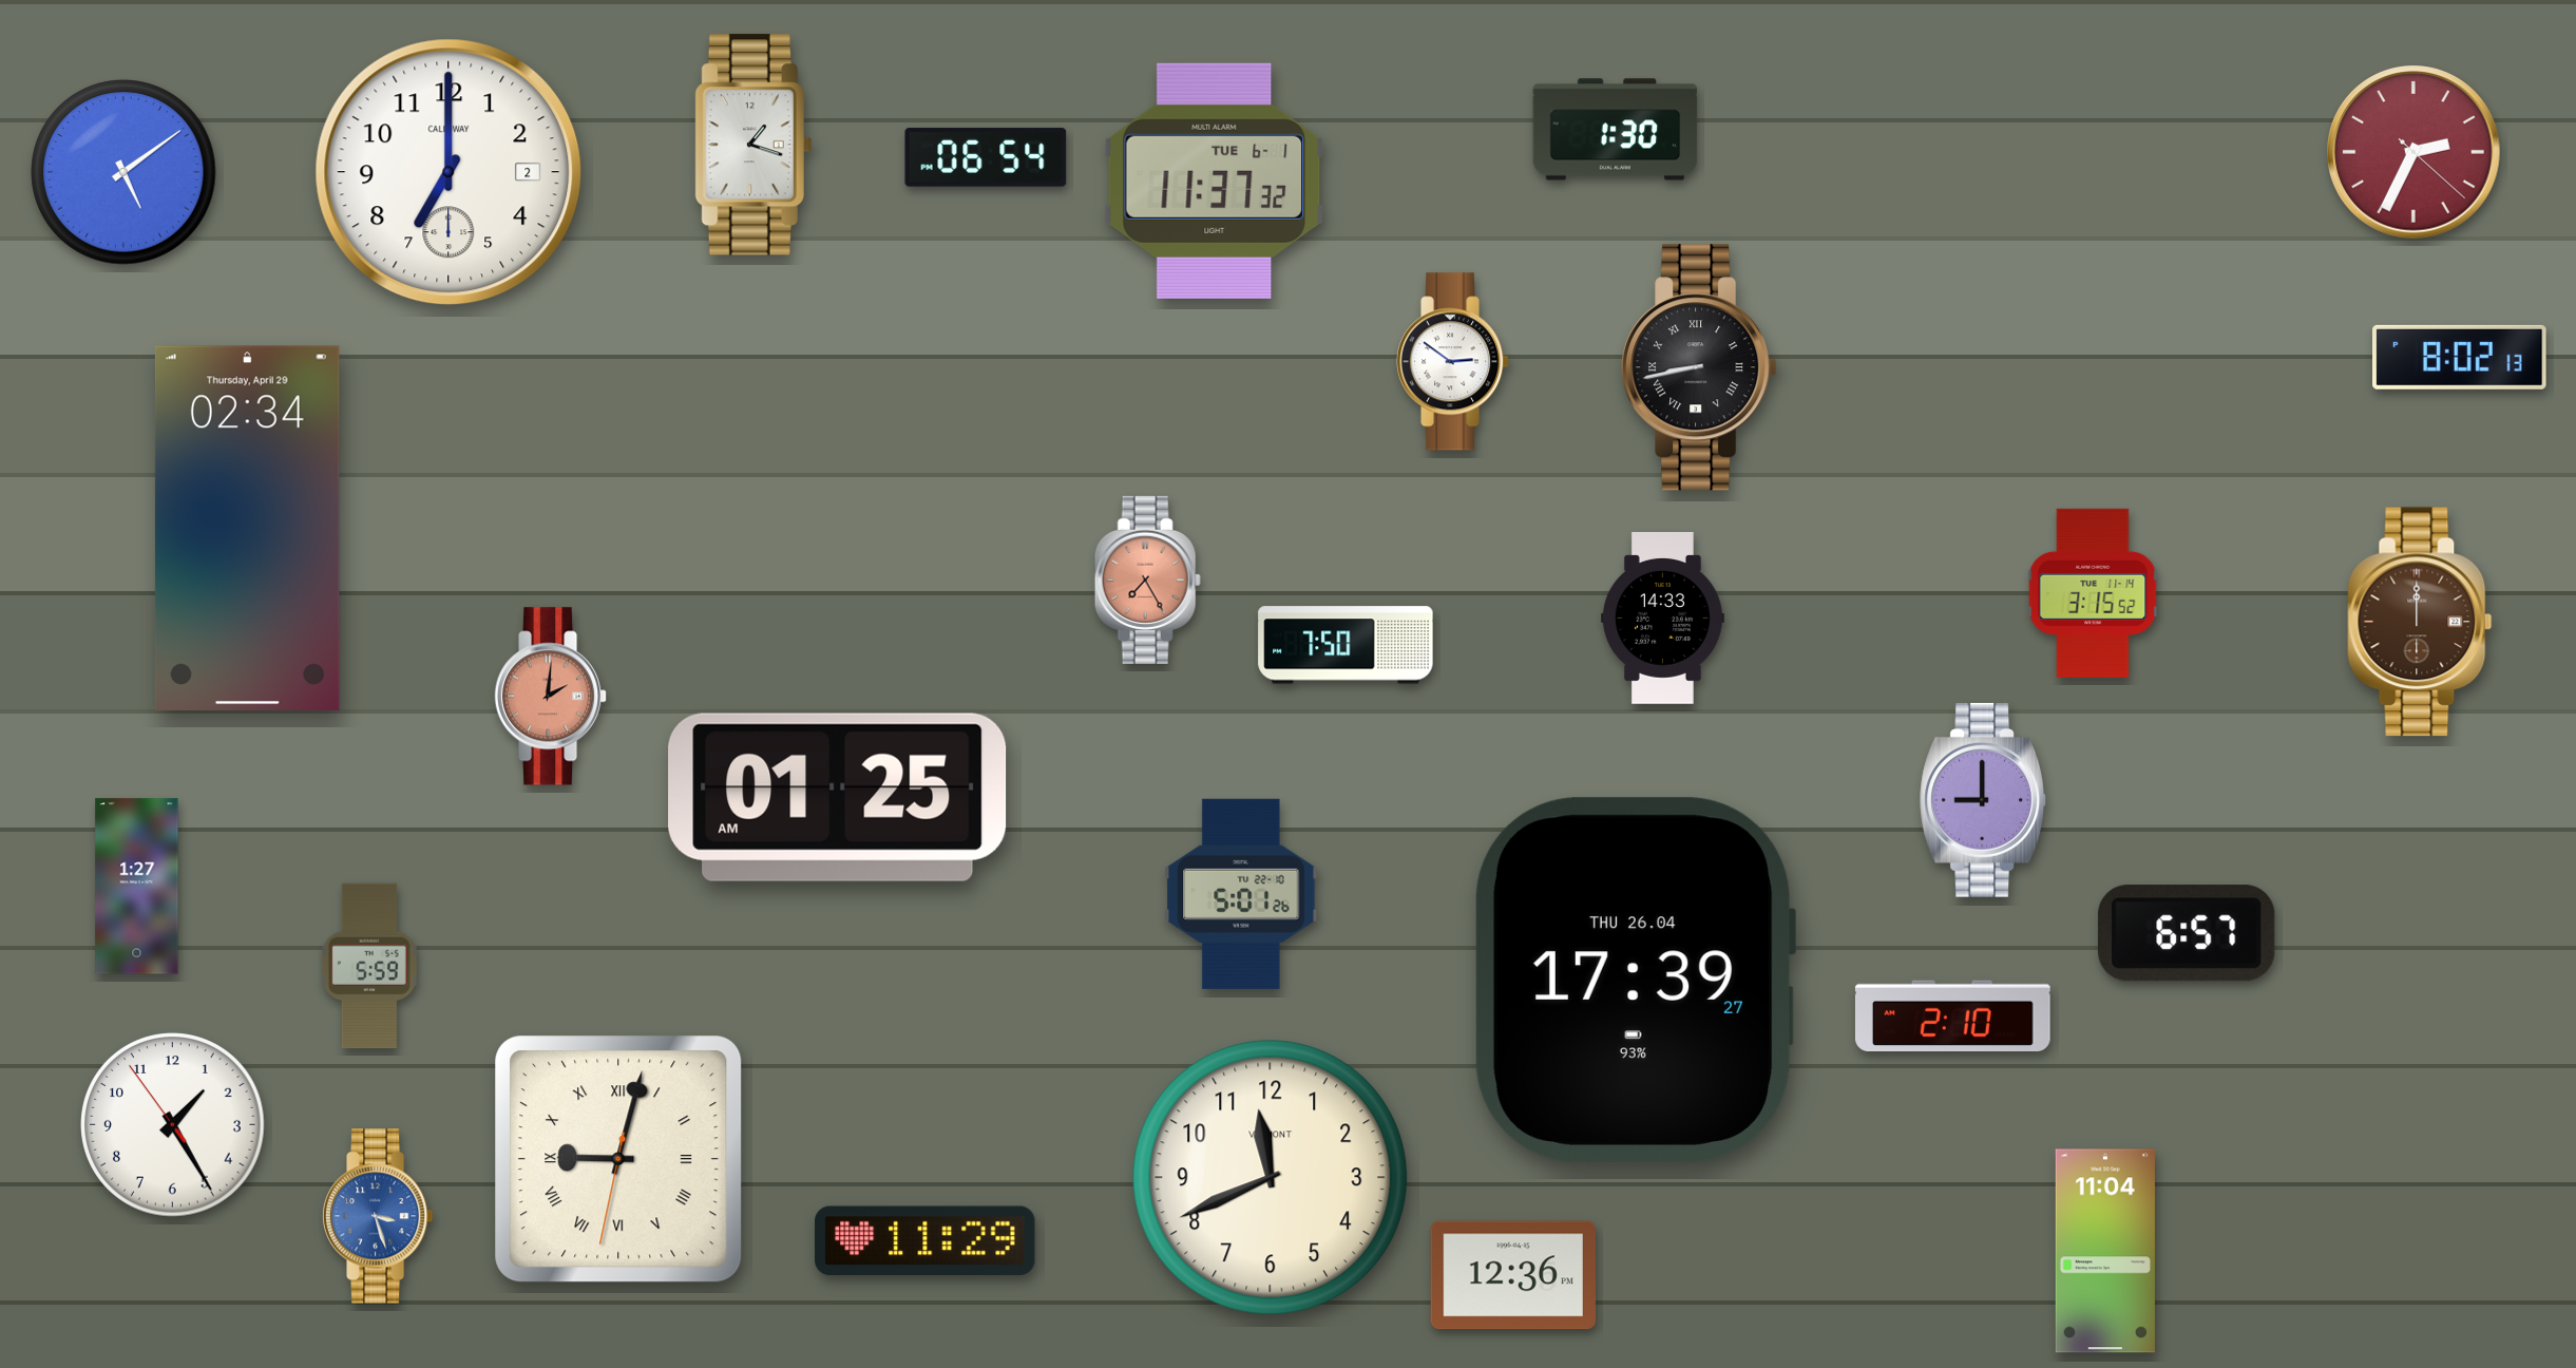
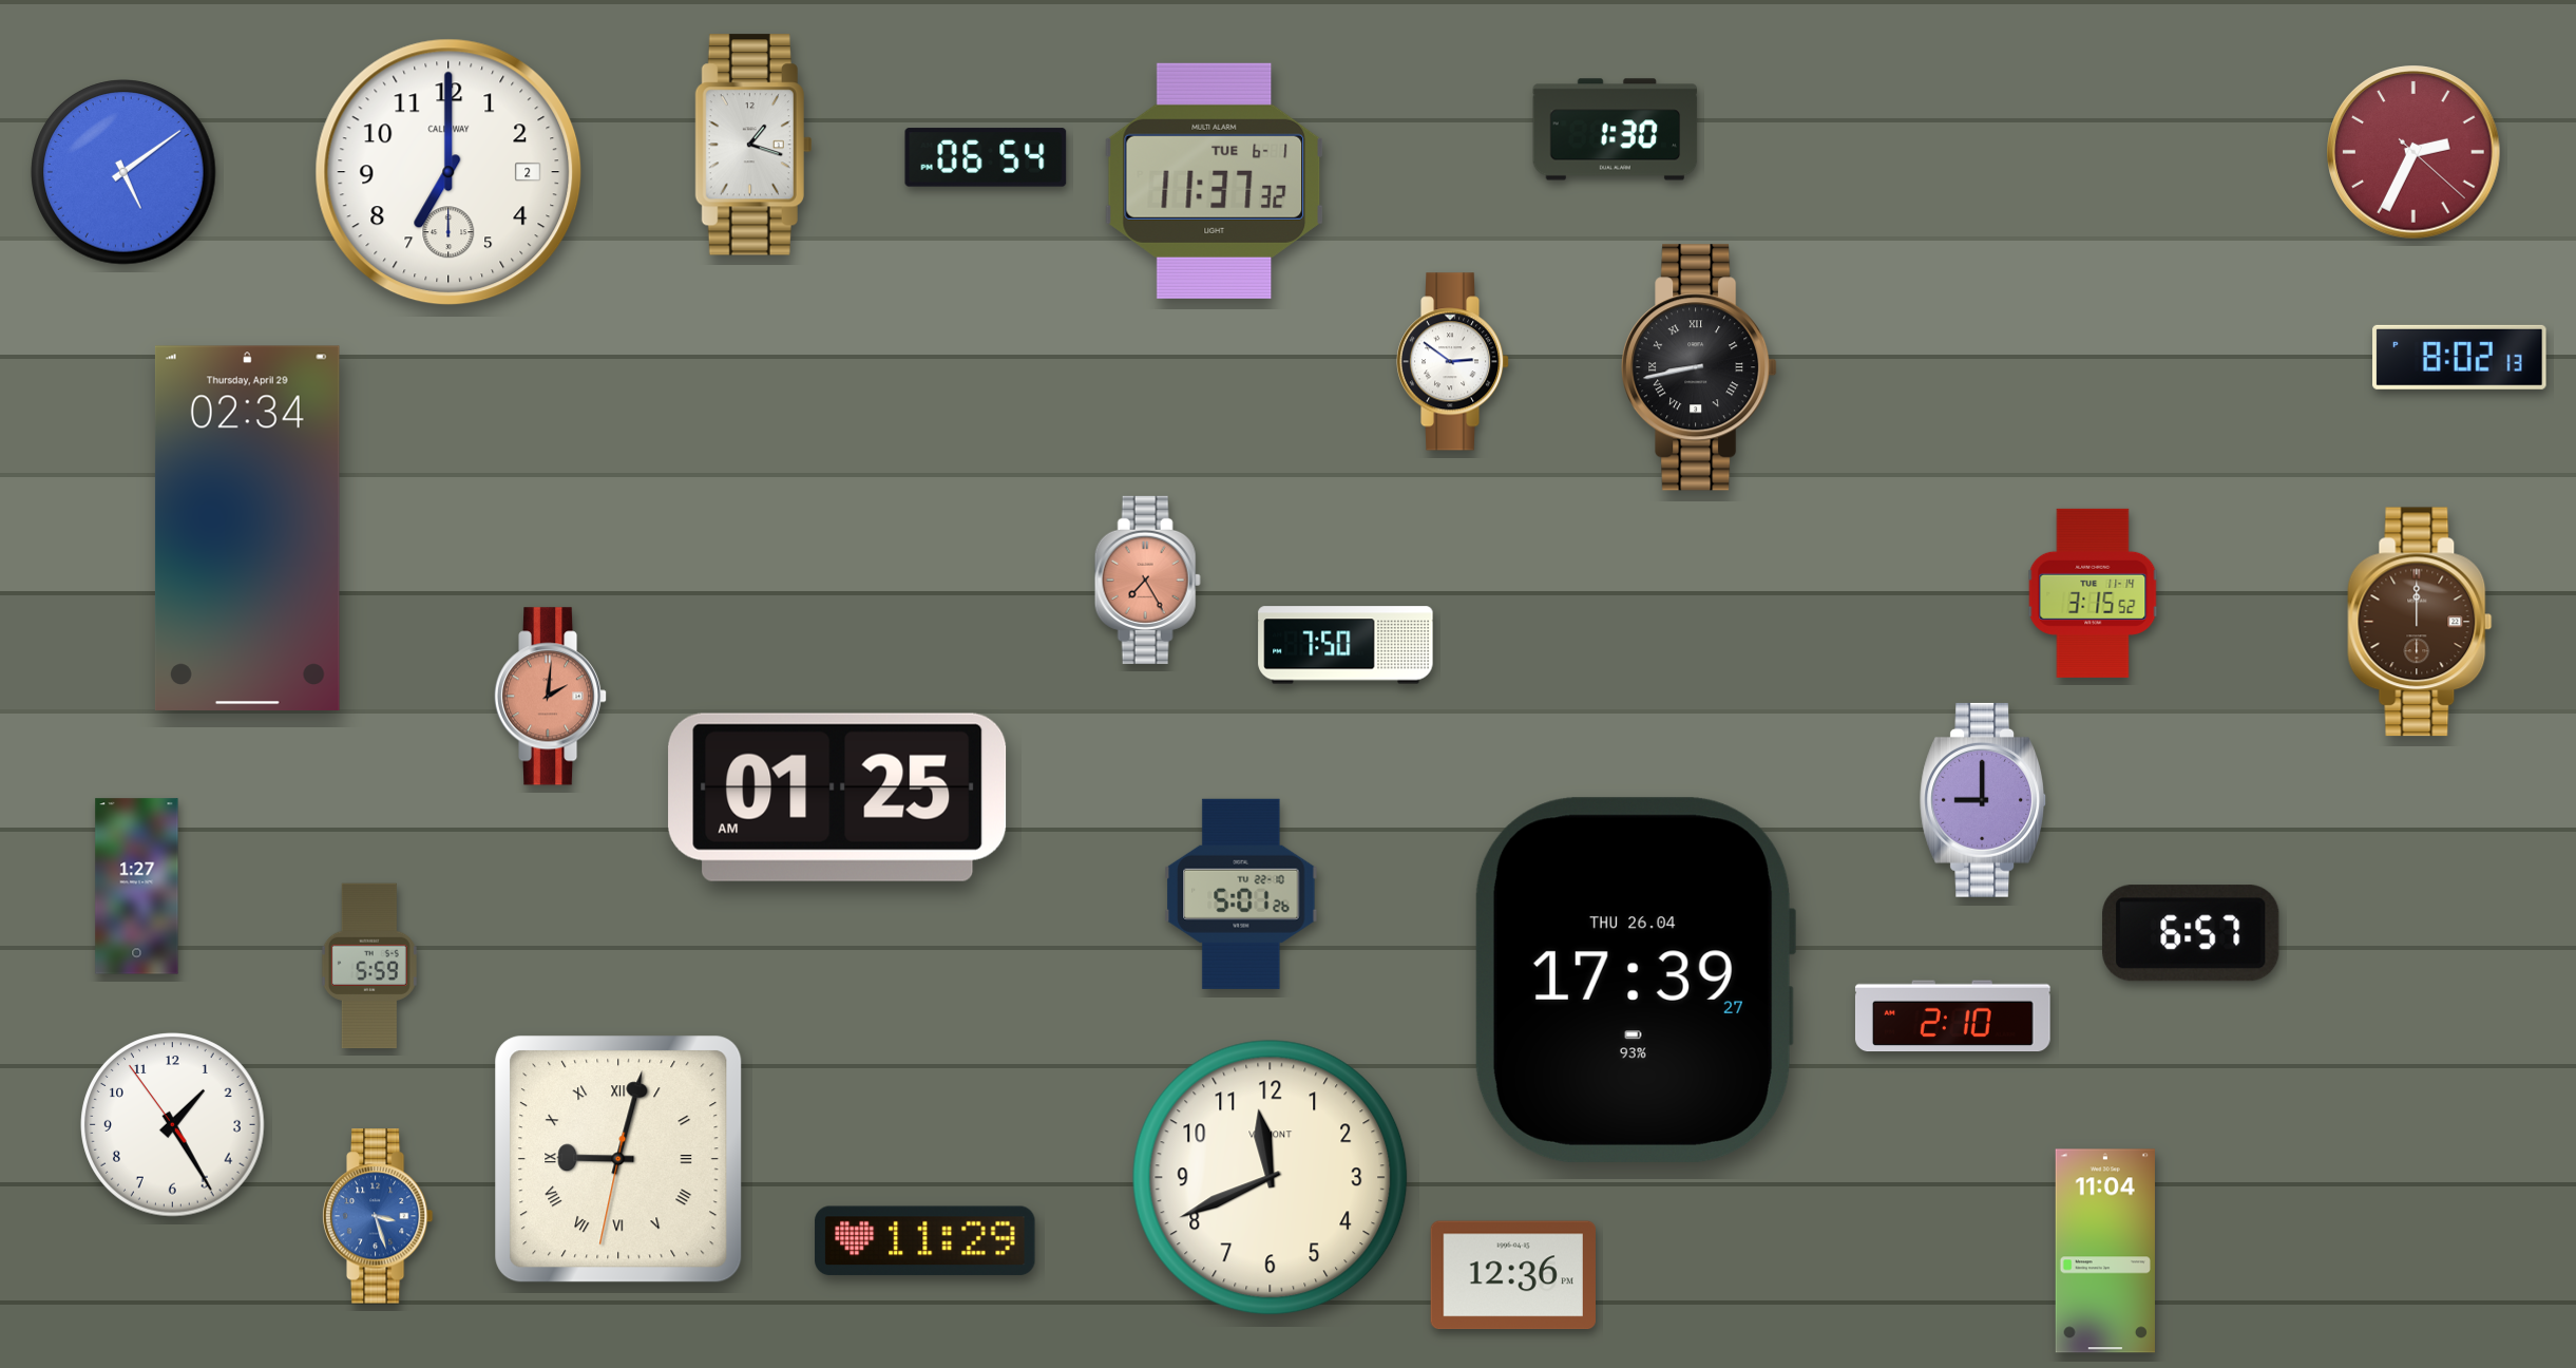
clock at (1663, 619): 14:33 -> none
clock at (2188, 933) position: (2188, 933) -> (2192, 933)
